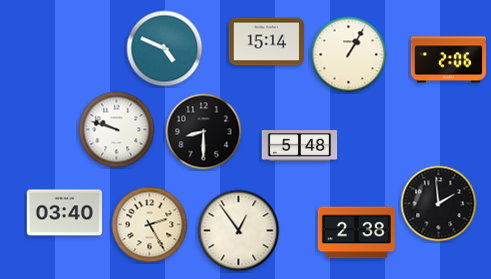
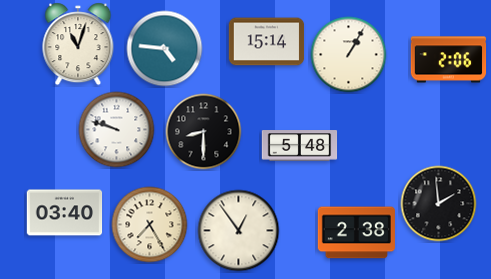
clock at (78, 44): none -> 11:03
clock at (165, 49): 4:49 -> 4:46
clock at (150, 225): 2:25 -> 7:25
